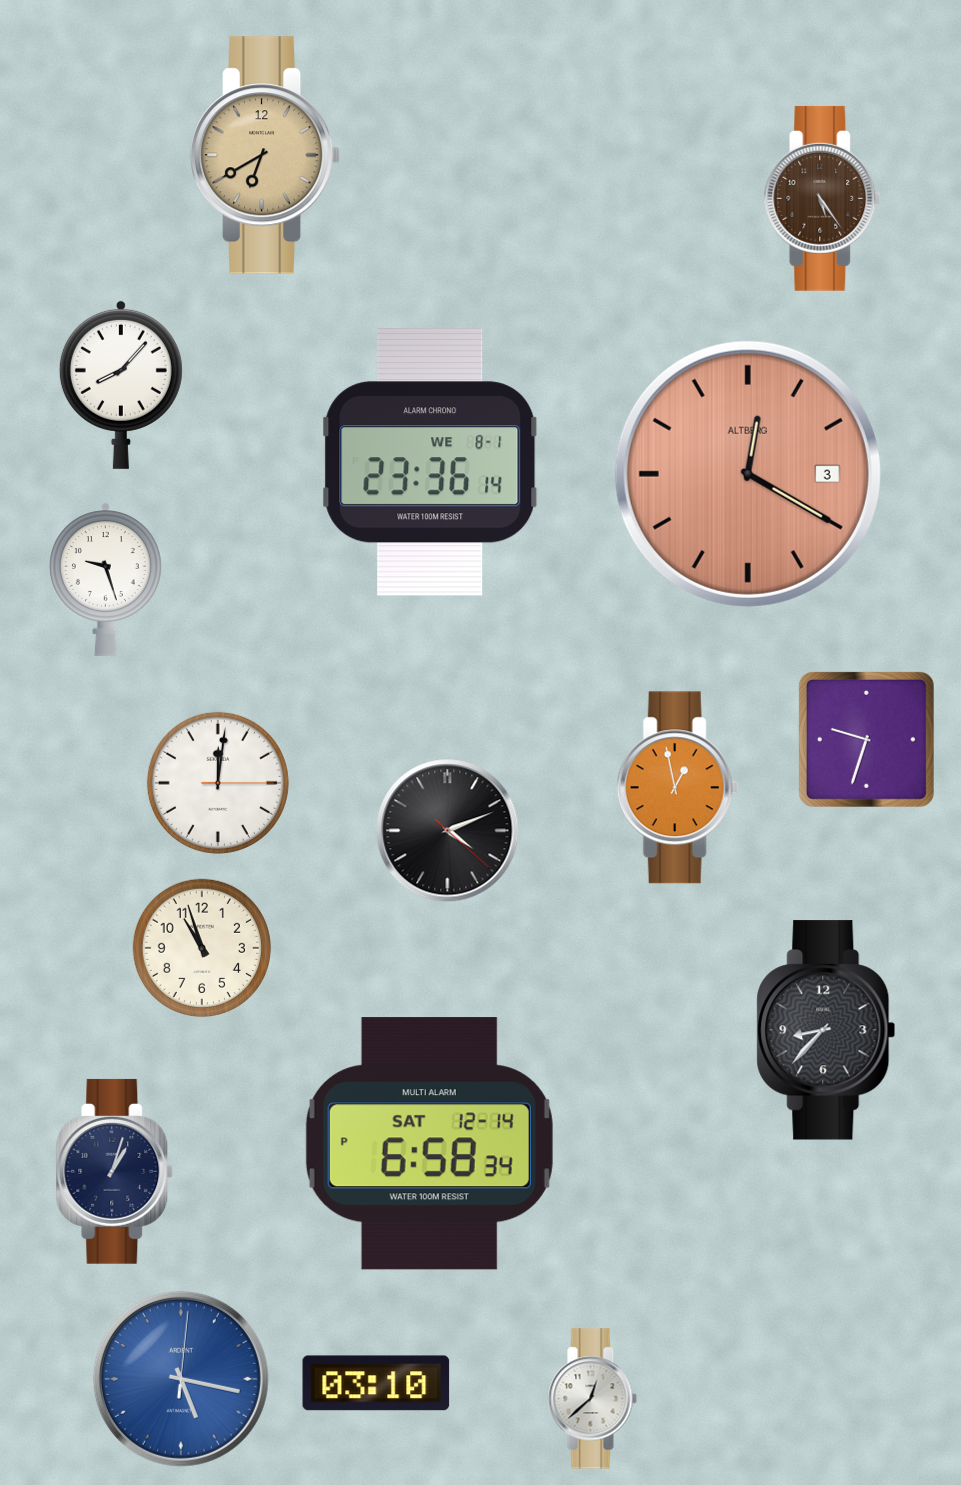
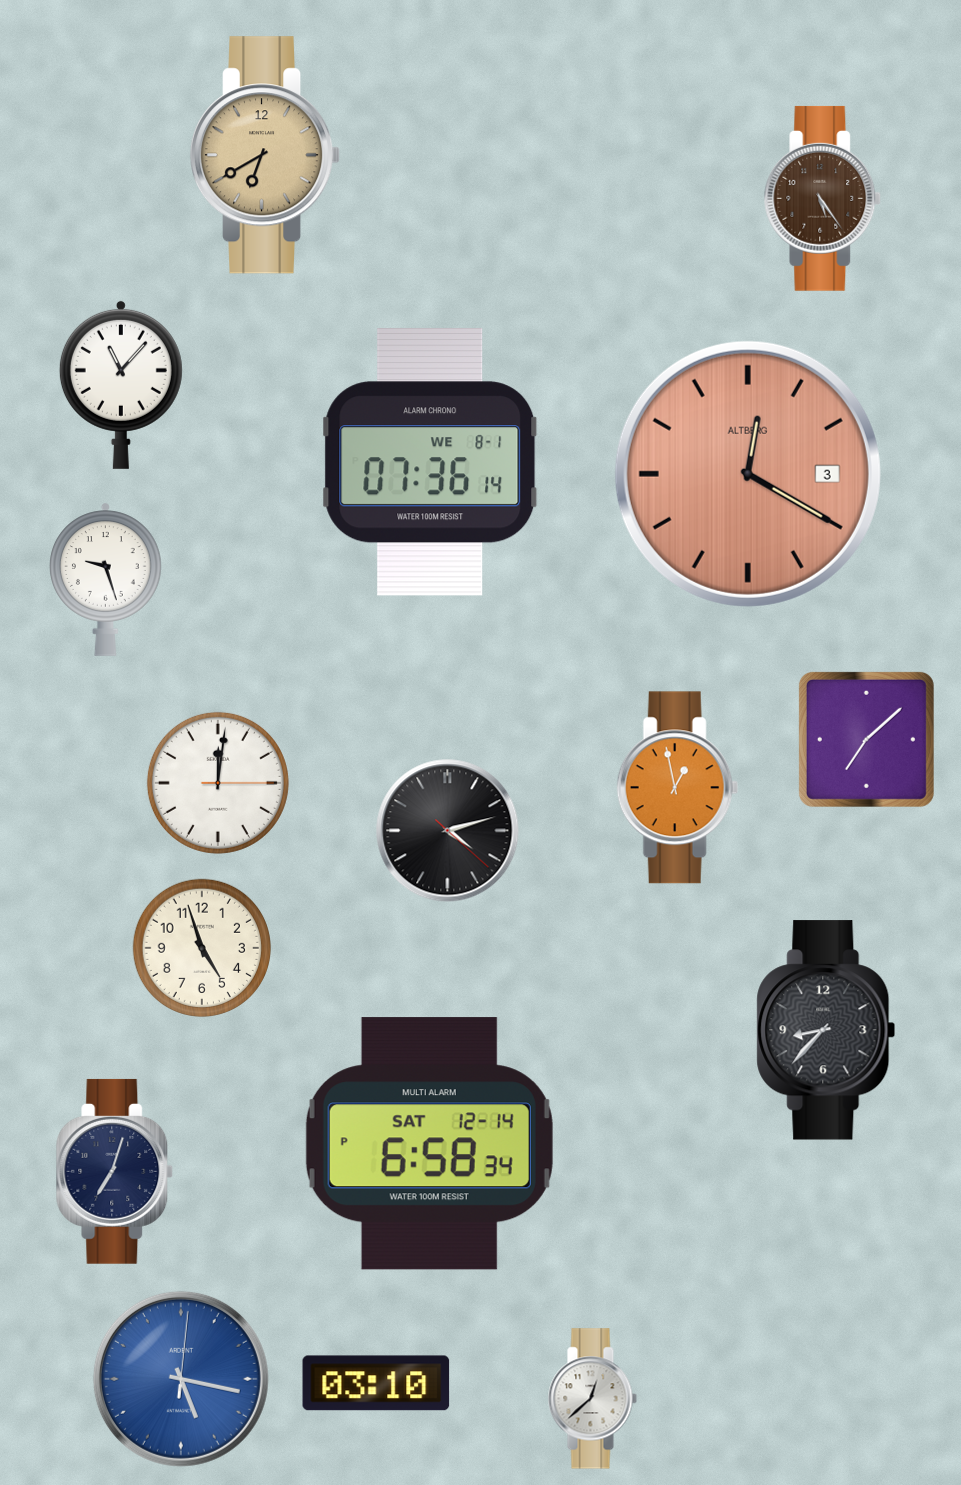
clock at (121, 384): 8:07 -> 11:07
clock at (430, 463): 23:36 -> 07:36
clock at (866, 739): 9:33 -> 7:08
clock at (448, 831): 4:11 -> 4:12
clock at (202, 948): 10:57 -> 4:57
clock at (115, 1171): 1:03 -> 7:03
